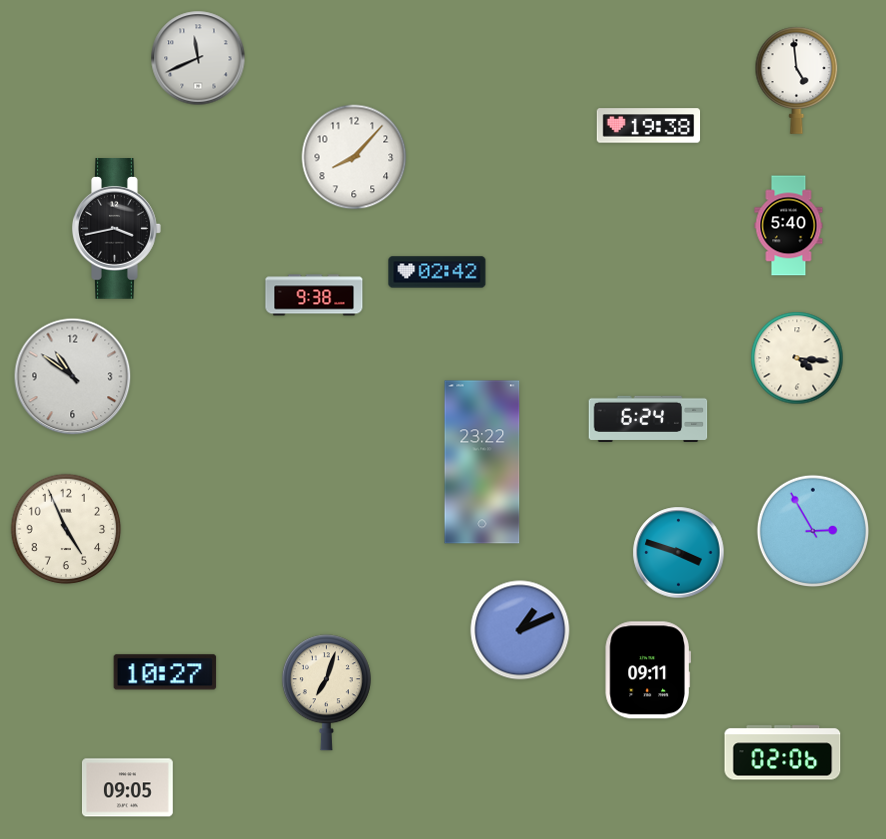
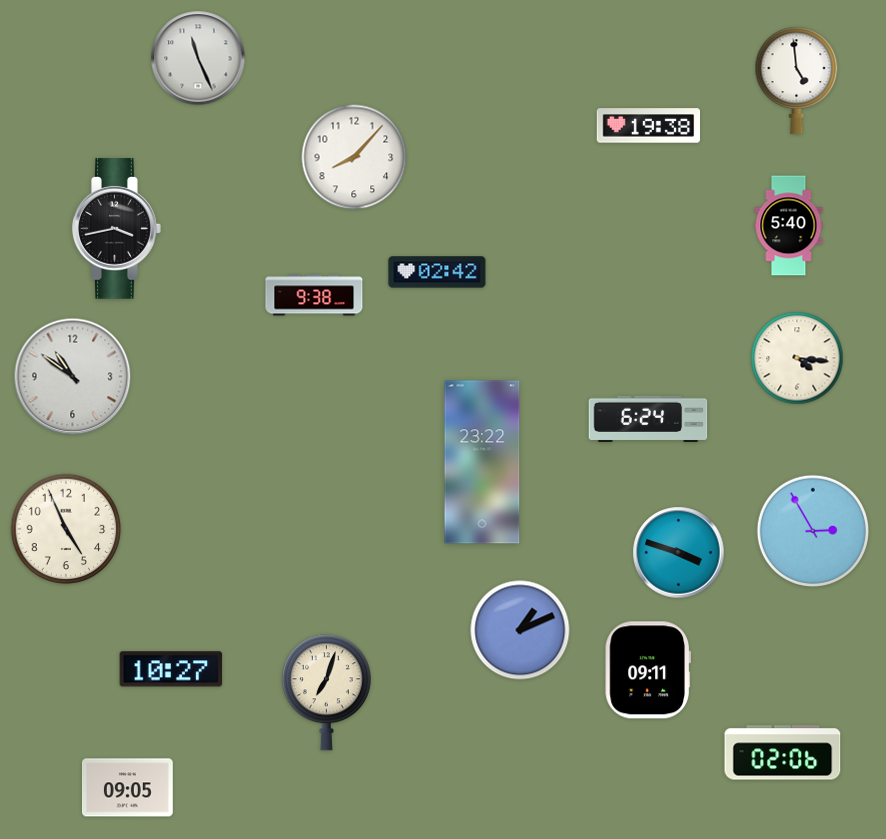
clock at (198, 58): 11:41 -> 11:26
clock at (165, 672) position: (165, 672) -> (171, 669)
